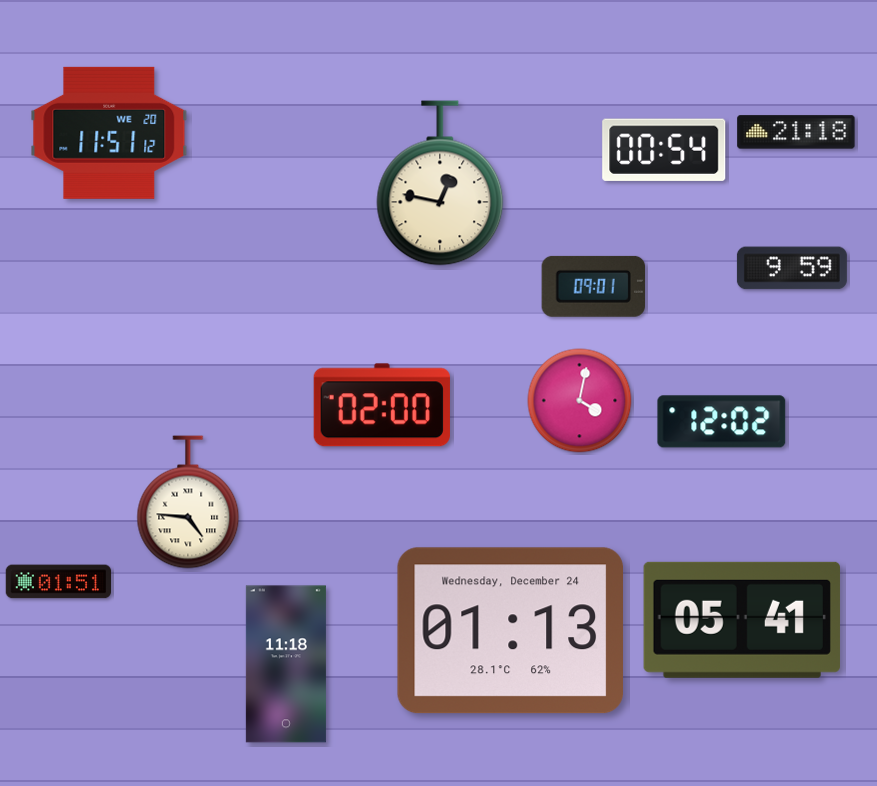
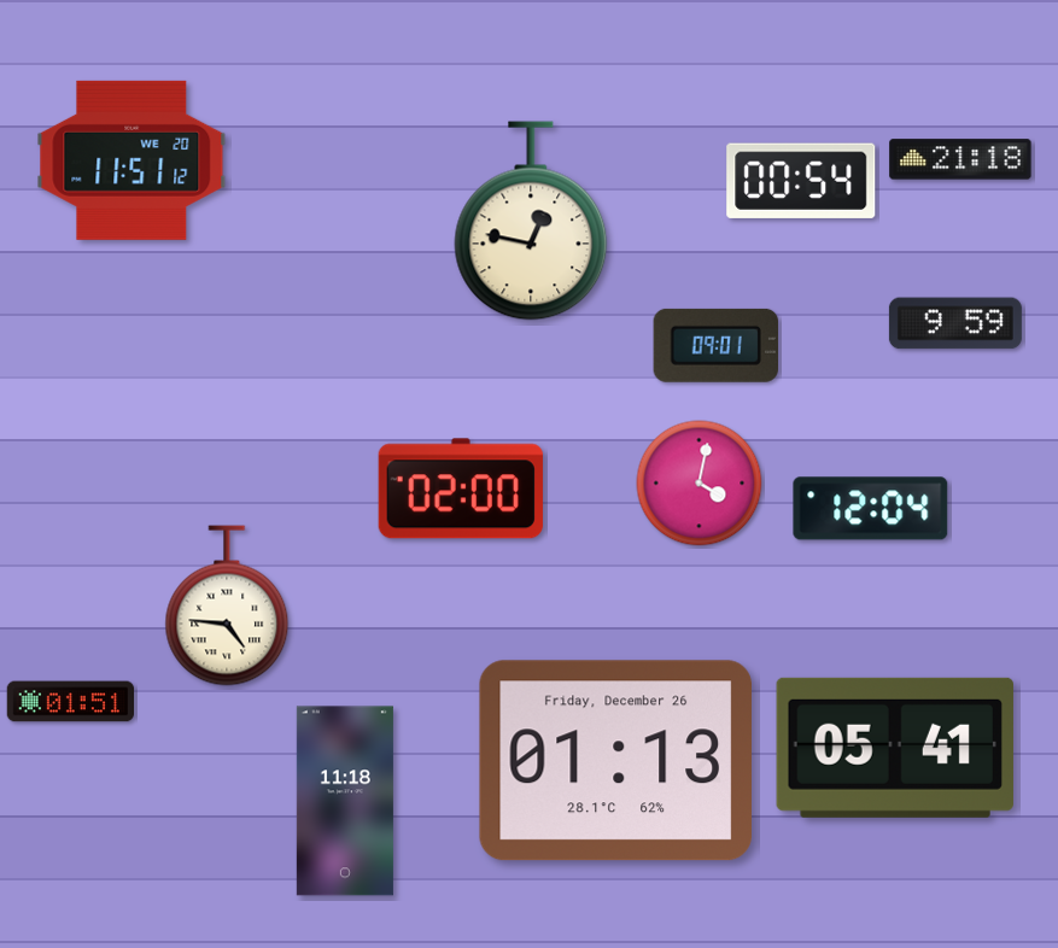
clock at (722, 422): 12:02 -> 12:04
clock at (510, 631) date: Wednesday, December 24 -> Friday, December 26
